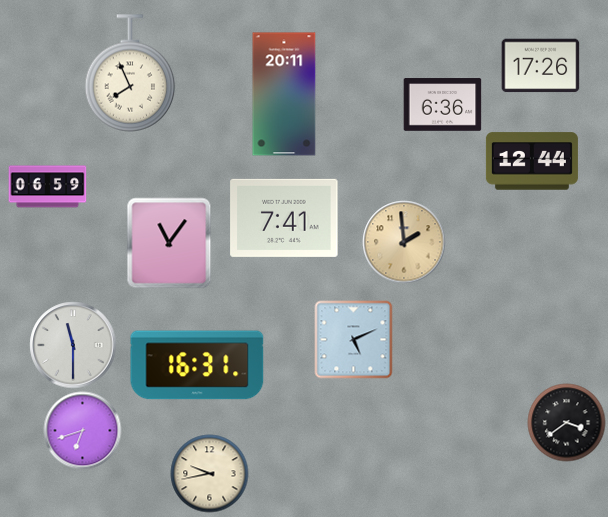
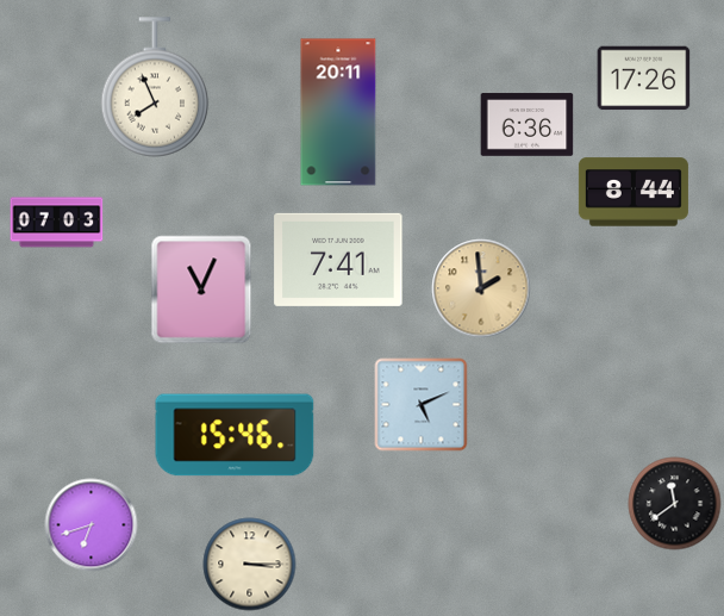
clock at (532, 161): 12:44 -> 8:44
clock at (47, 187): 06:59 -> 07:03
clock at (169, 243): 11:06 -> 11:04
clock at (73, 345): 11:30 -> none
clock at (197, 365): 16:31 -> 15:46
clock at (566, 422): 3:39 -> 11:39
clock at (82, 430) position: (82, 430) -> (90, 524)
clock at (209, 473): 9:43 -> 3:15
